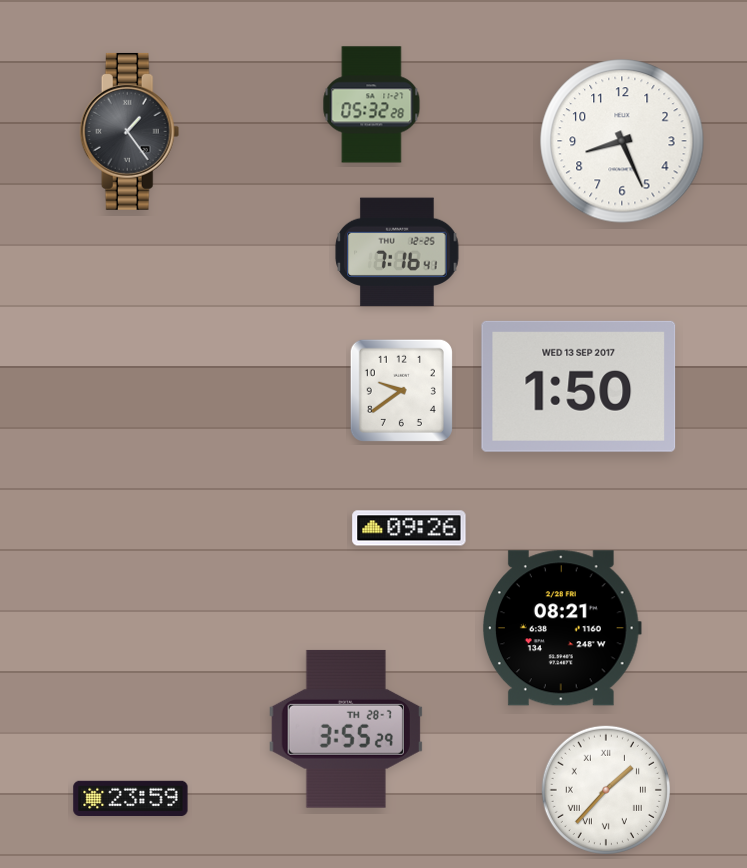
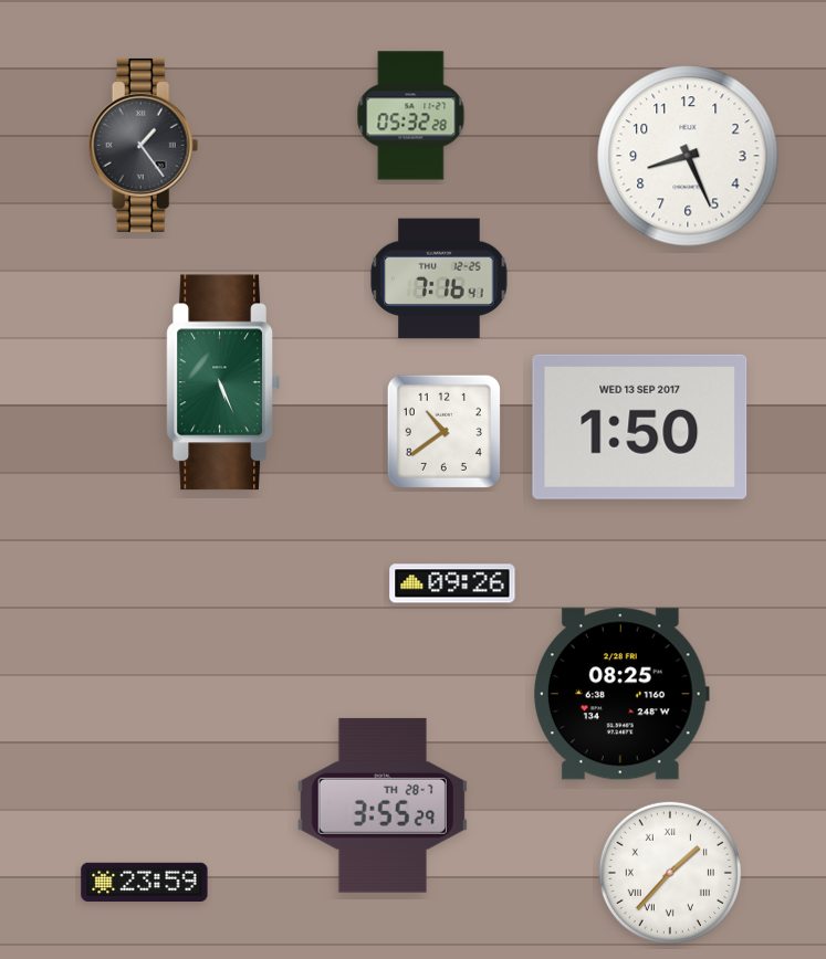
clock at (223, 382): none -> 5:26
clock at (401, 390): 9:39 -> 10:39
clock at (562, 628): 08:21 -> 08:25
